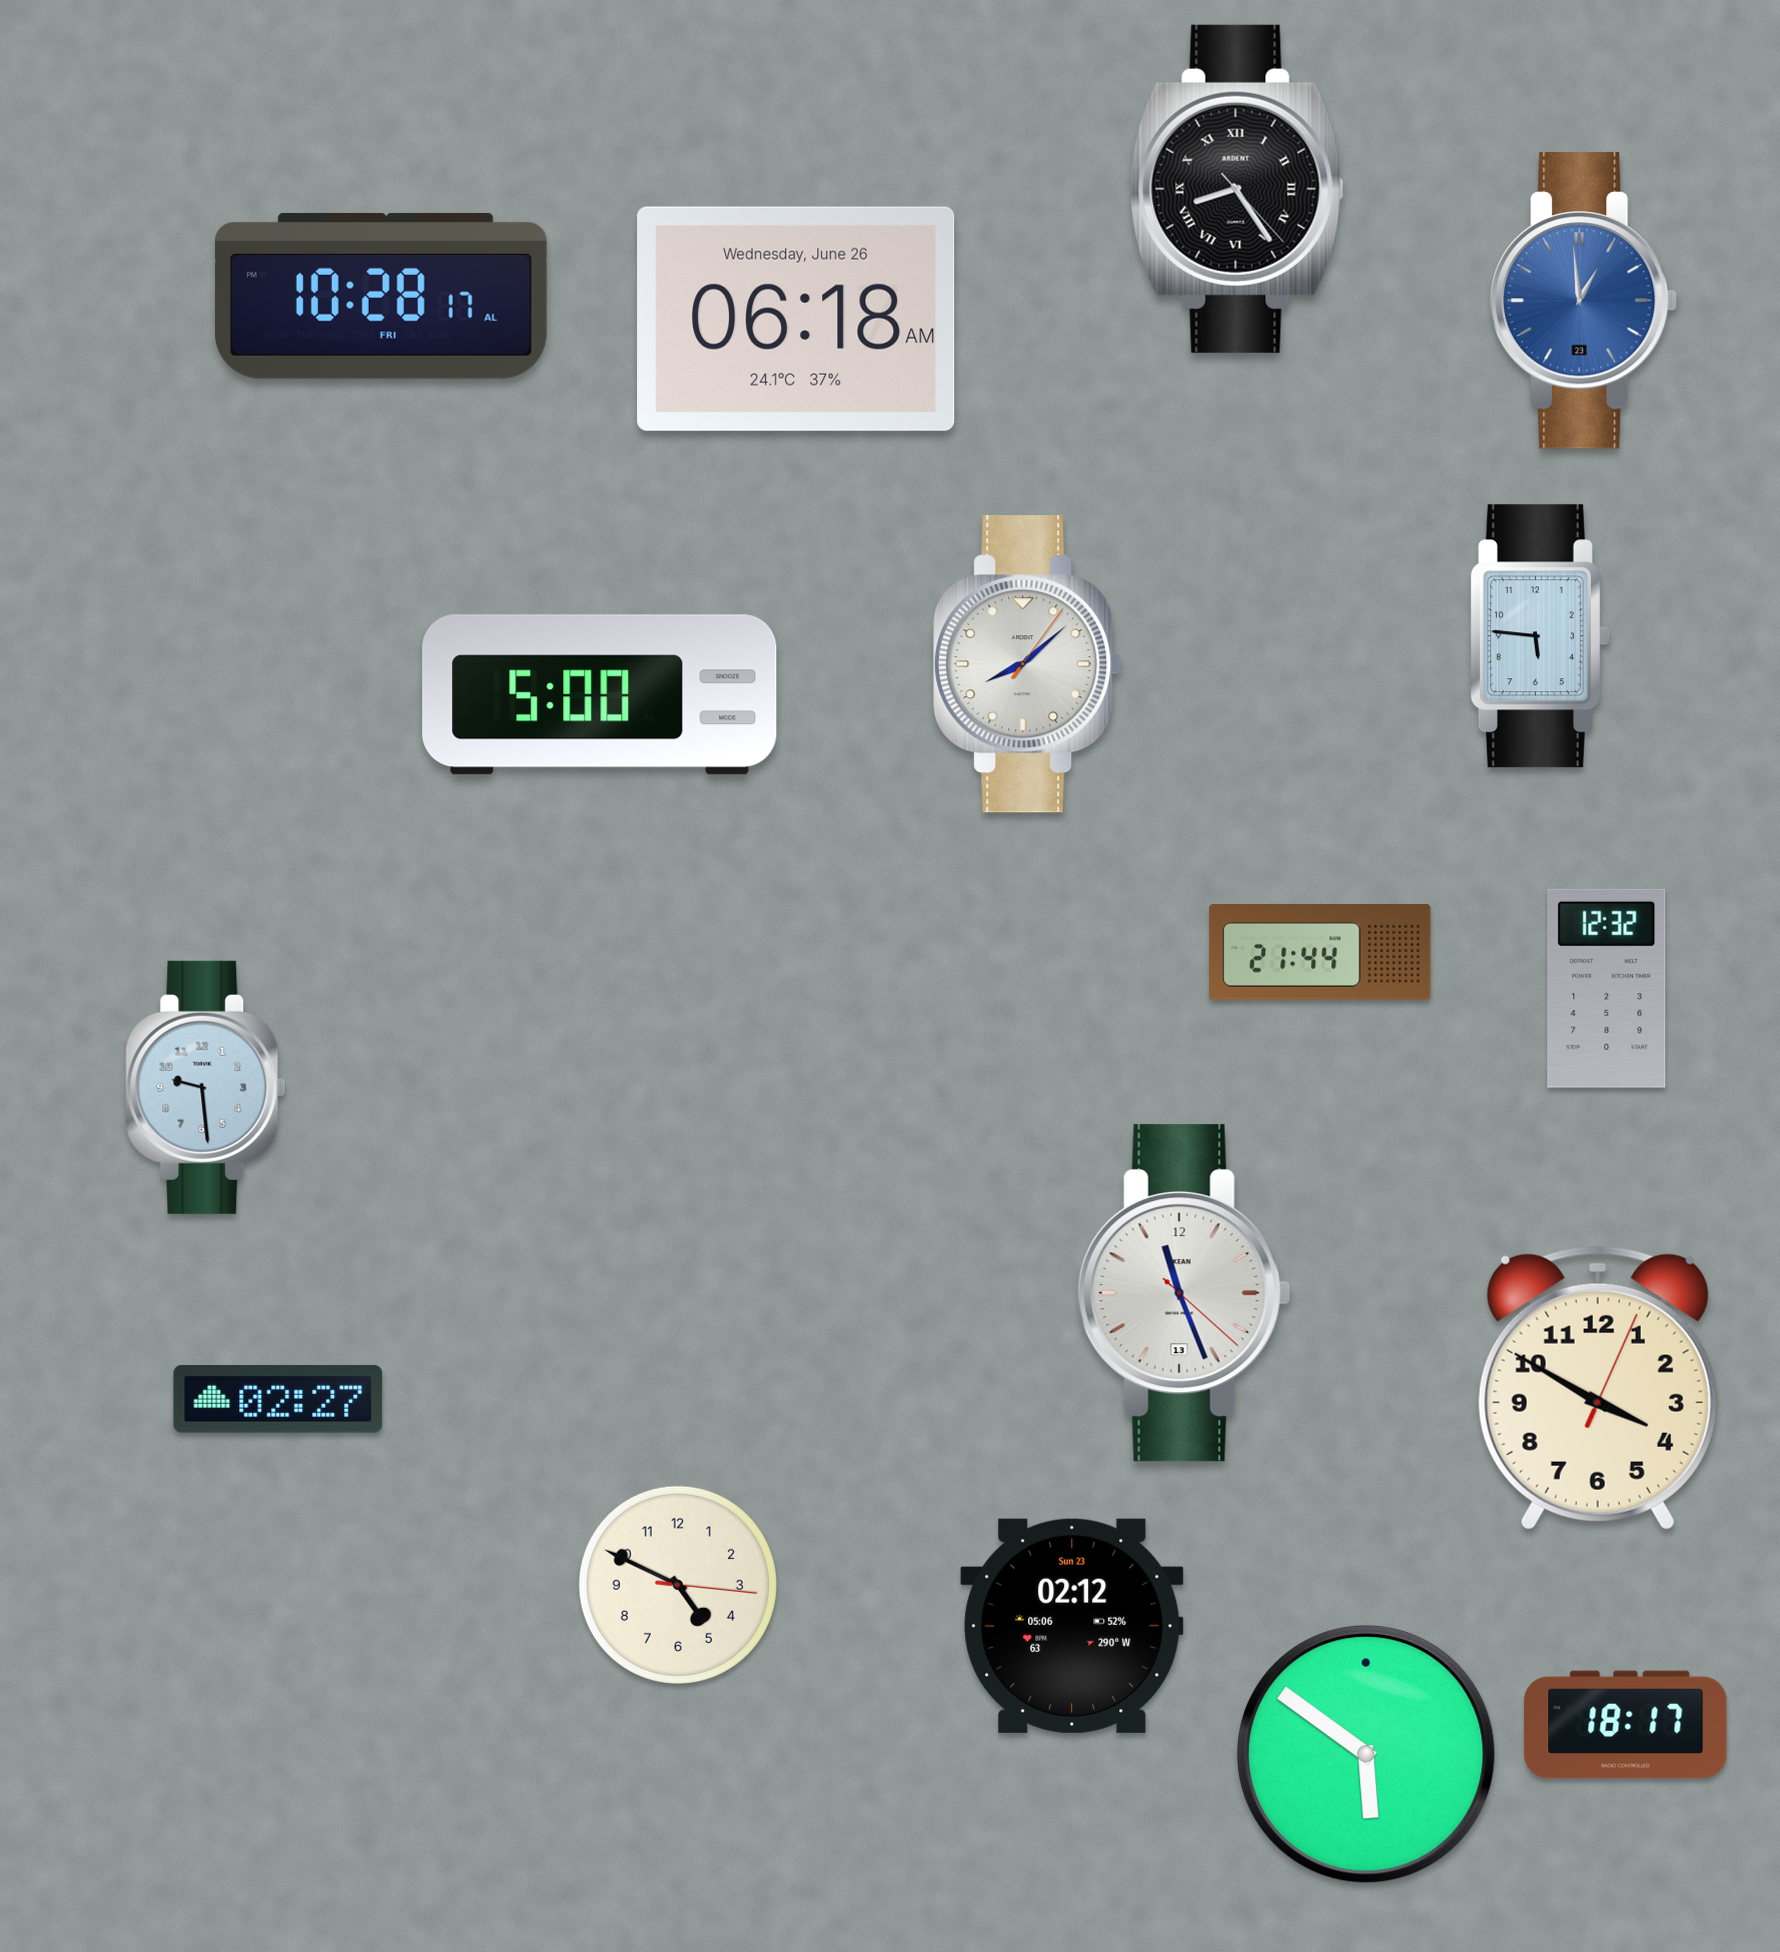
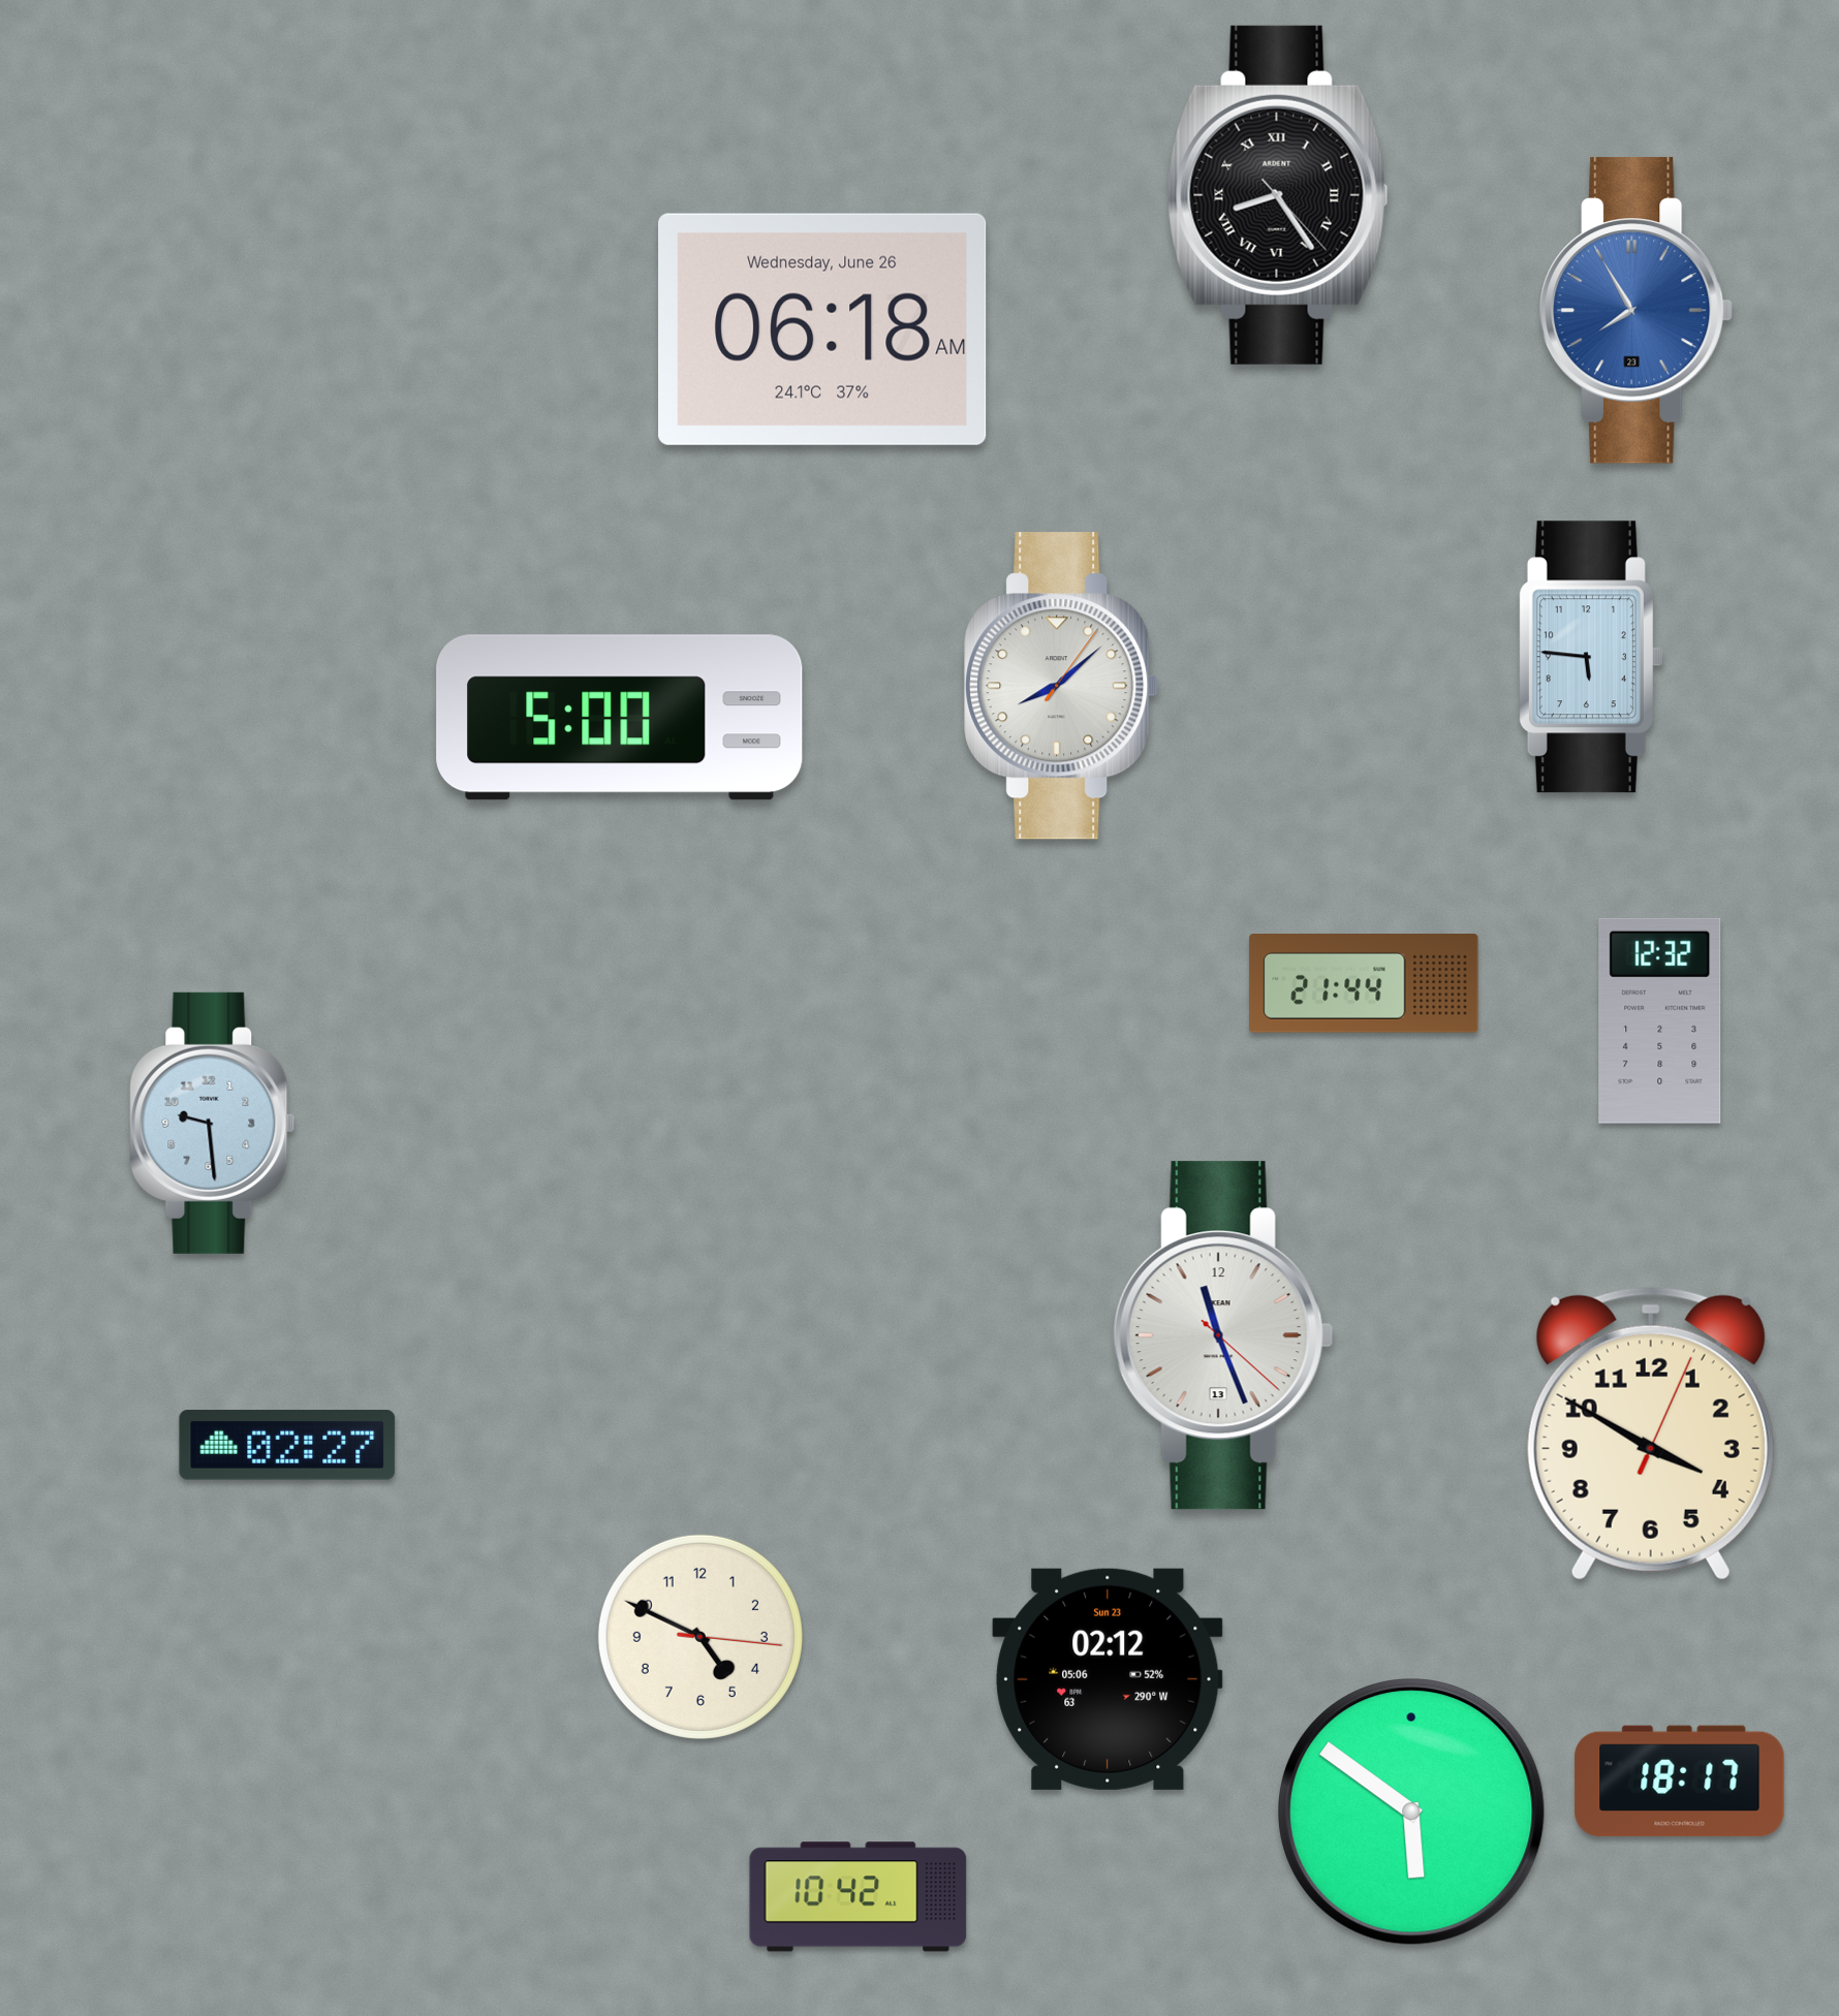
clock at (381, 296): 10:28 -> none
clock at (1584, 301): 12:59 -> 7:55
clock at (859, 1897): none -> 10:42
